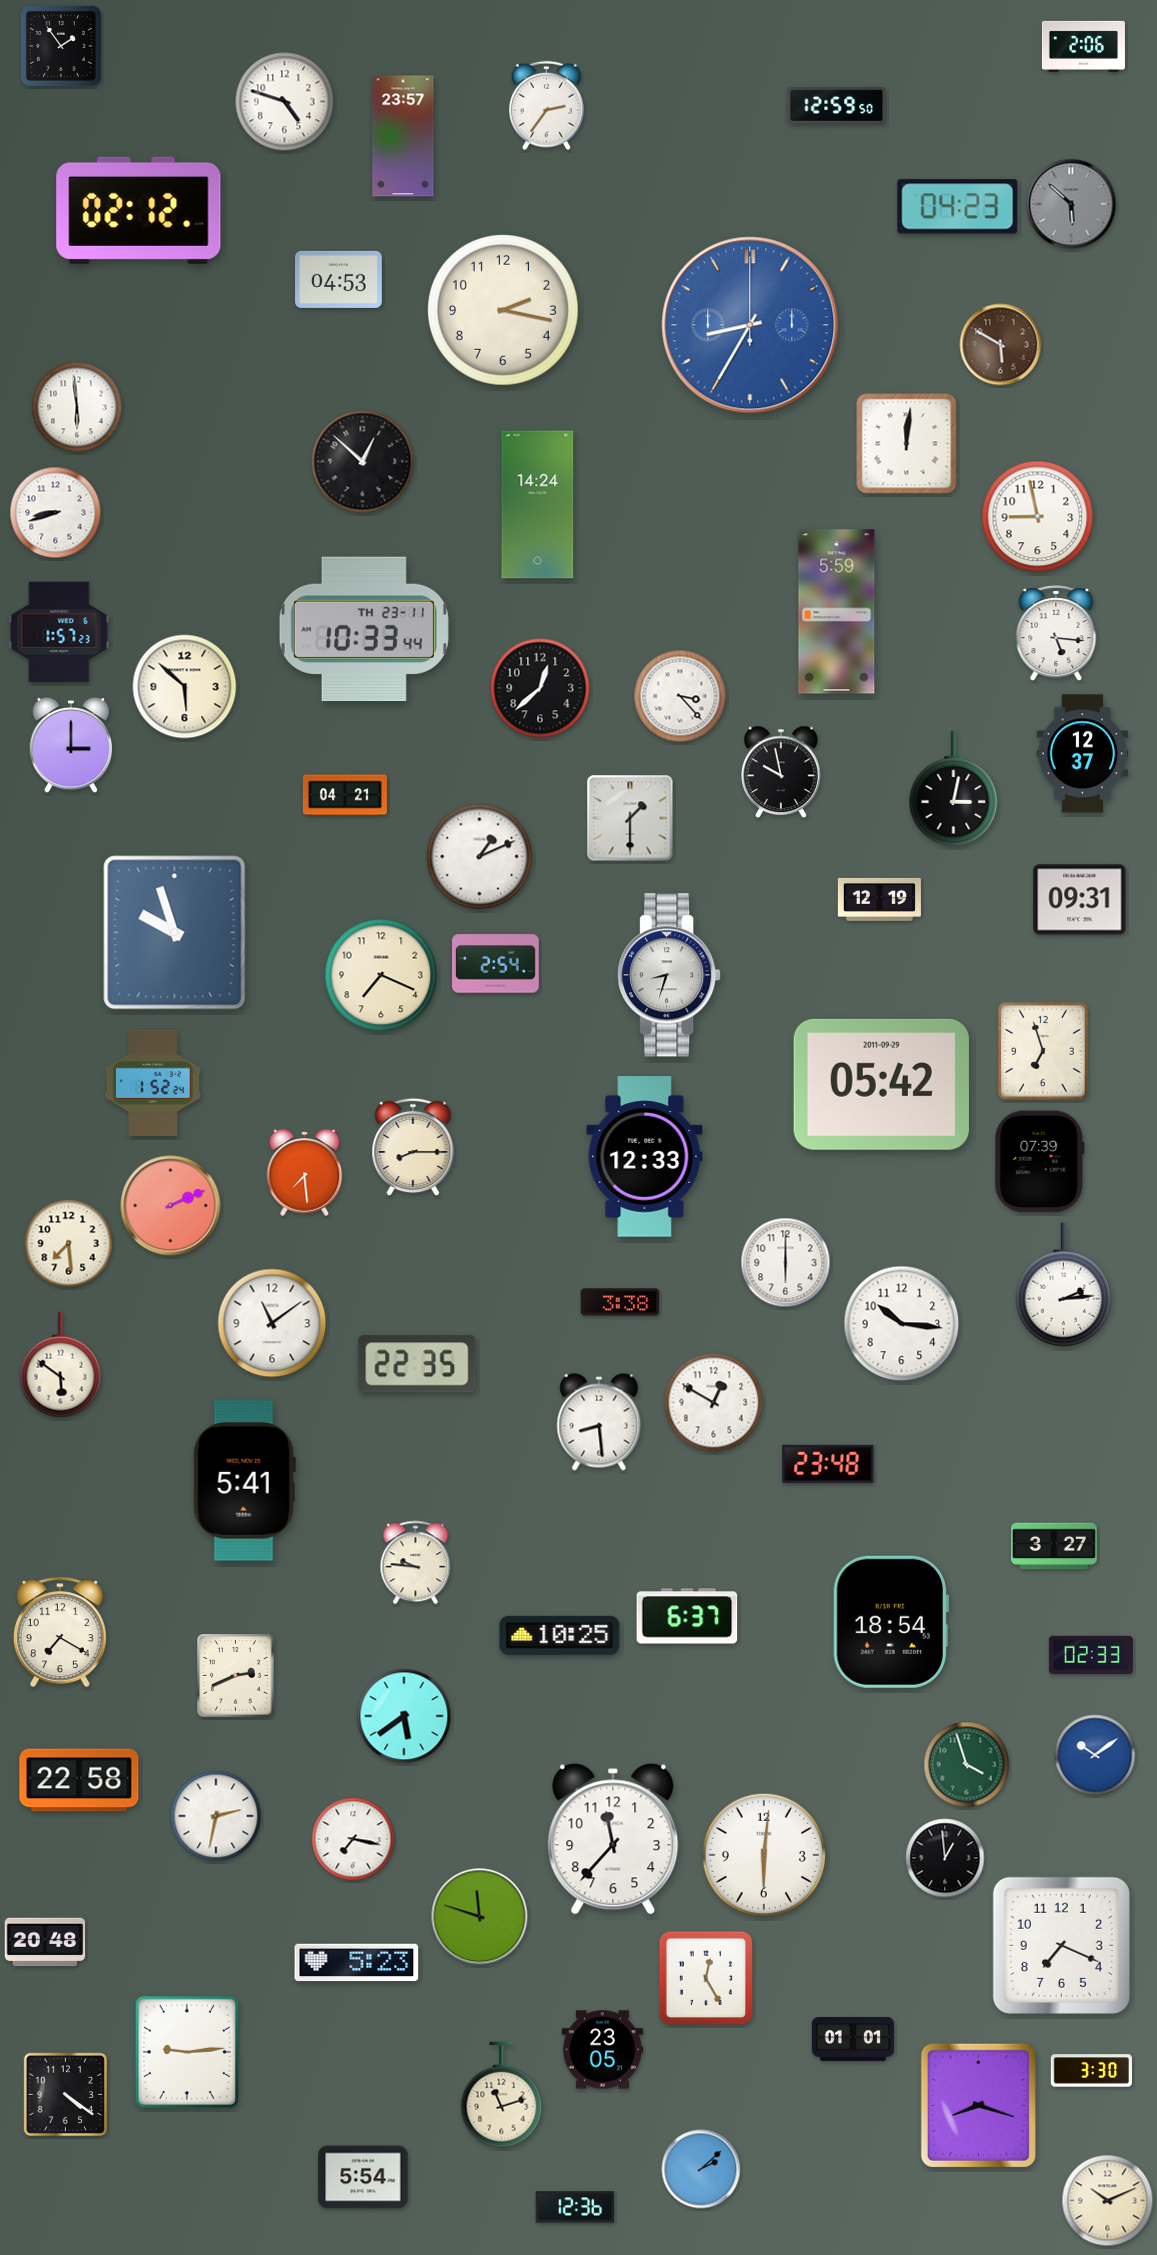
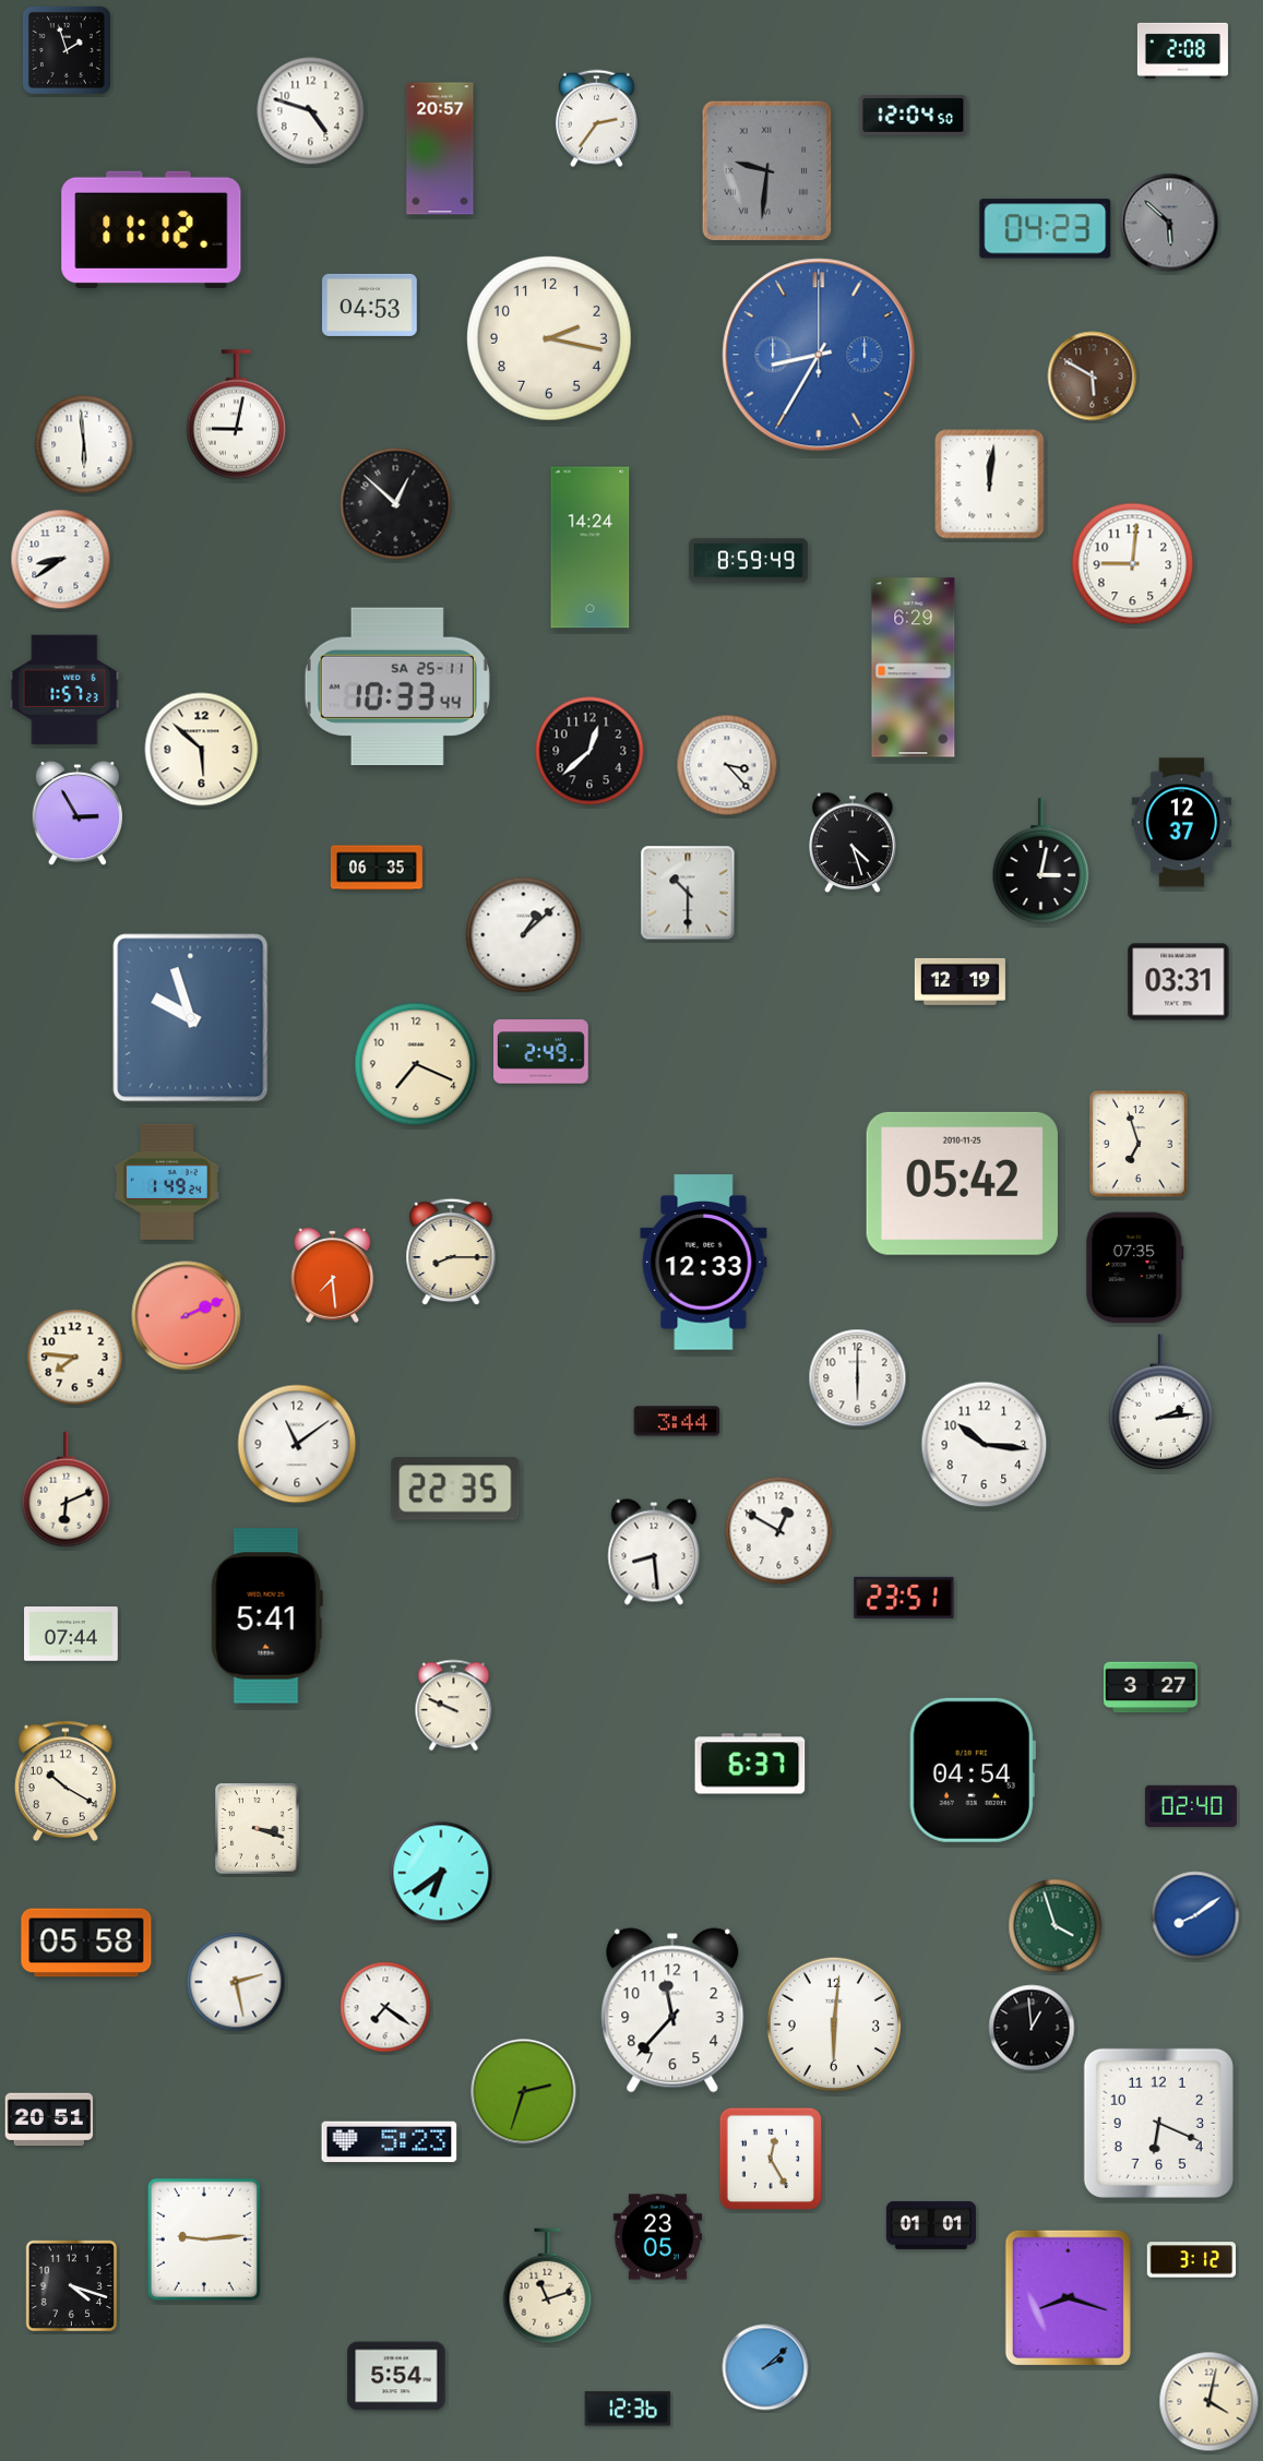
clock at (61, 46): 1:54 -> 1:57
clock at (1083, 46): 2:06 -> 2:08
clock at (546, 106) position: (546, 106) -> (596, 119)
clock at (837, 106): 12:59 -> 12:04
clock at (403, 136): 23:57 -> 20:57
clock at (767, 171): none -> 9:31
clock at (958, 207) position: (958, 207) -> (1046, 229)
clock at (139, 210): 02:12 -> 11:12
clock at (237, 415): none -> 9:02
clock at (538, 505) position: (538, 505) -> (591, 548)
clock at (56, 513): 8:42 -> 8:39
clock at (748, 561): none -> 8:59
clock at (1038, 517): 8:58 -> 9:01
clock at (837, 612): 5:59 -> 6:29
clock at (364, 629) date: TH 23-11 -> SA 25-11
clock at (1056, 634): 5:16 -> none
clock at (680, 696) position: (680, 696) -> (727, 765)
clock at (71, 745): 3:00 -> 2:55
clock at (781, 772): 9:58 -> 4:27
clock at (345, 795): 04:21 -> 06:35
clock at (630, 818): 1:30 -> 10:30
clock at (480, 857): 1:11 -> 1:08
clock at (1080, 900): 09:31 -> 03:31
clock at (496, 964): 2:54 -> 2:49
clock at (670, 975): 8:33 -> none
clock at (1043, 1051) position: (1043, 1051) -> (1139, 1144)
clock at (153, 1083): 1:52 -> 1:49
clock at (881, 1084) date: 2011-09-29 -> 2010-11-25
clock at (1040, 1162): 07:39 -> 07:35
clock at (305, 1172) position: (305, 1172) -> (333, 1275)
clock at (69, 1244): 7:29 -> 7:46
clock at (620, 1302): 3:38 -> 3:44
clock at (61, 1365): 5:51 -> 6:11
clock at (828, 1464): 23:48 -> 23:51
clock at (72, 1634): none -> 07:44
clock at (416, 1563): 9:46 -> 9:49
clock at (891, 1622): 18:54 -> 04:54
clock at (60, 1632): 7:20 -> 10:20
clock at (560, 1635): 10:25 -> none
clock at (1091, 1654): 02:33 -> 02:40
clock at (236, 1676): 2:41 -> 3:18
clock at (404, 1716): 5:39 -> 6:39
clock at (1095, 1755): 10:09 -> 8:09
clock at (79, 1780): 22:58 -> 05:58
clock at (216, 1816): 2:32 -> 2:28
clock at (353, 1839): 7:17 -> 7:21
clock at (613, 1839) position: (613, 1839) -> (672, 2010)
clock at (480, 1917): 11:48 -> 2:33
clock at (45, 1942): 20:48 -> 20:51
clock at (1061, 1945): 7:19 -> 6:19
clock at (1091, 2071): 3:30 -> 3:12
clock at (65, 2094): 4:21 -> 4:18
clock at (1108, 2201): 10:11 -> 4:02
